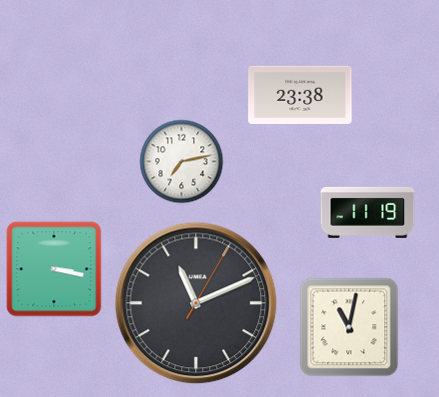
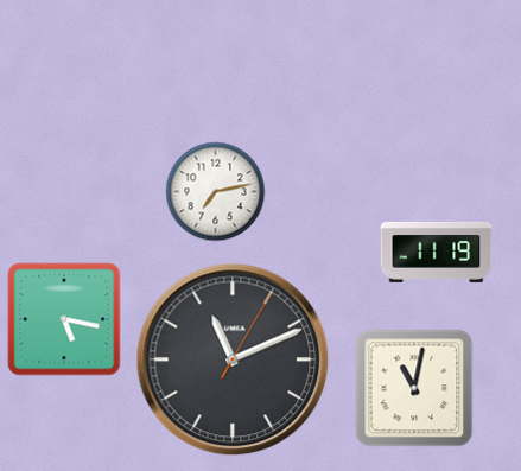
clock at (300, 95): 23:38 -> none
clock at (54, 269): 3:17 -> 5:17
